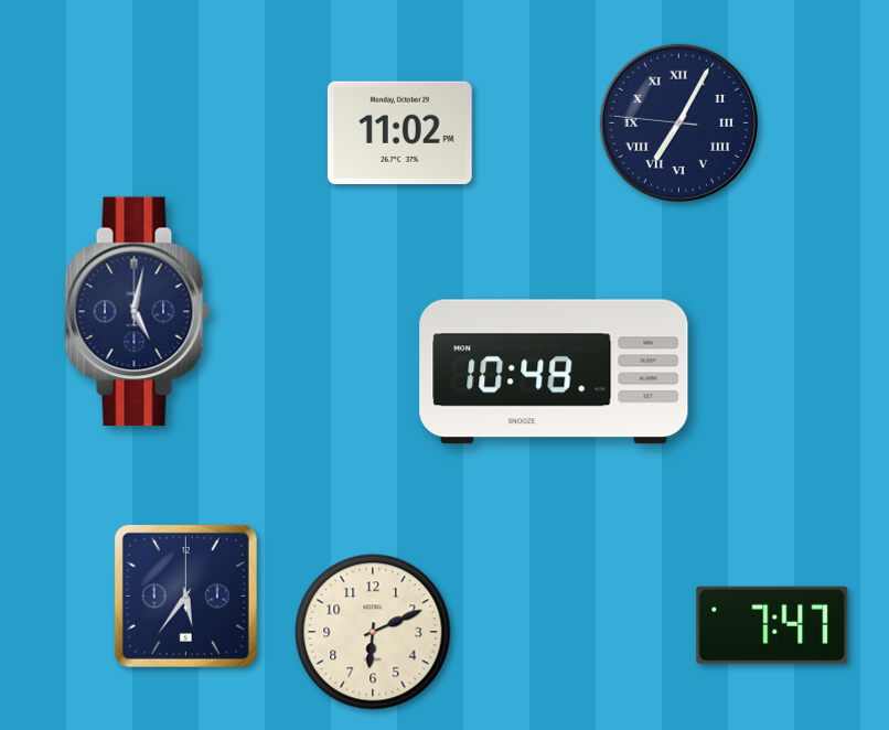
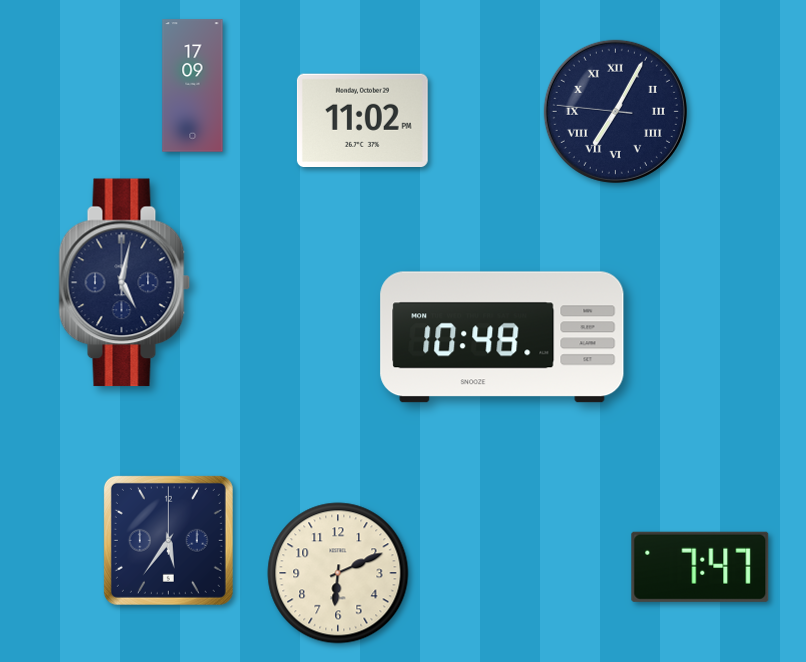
clock at (193, 86): none -> 17:09
